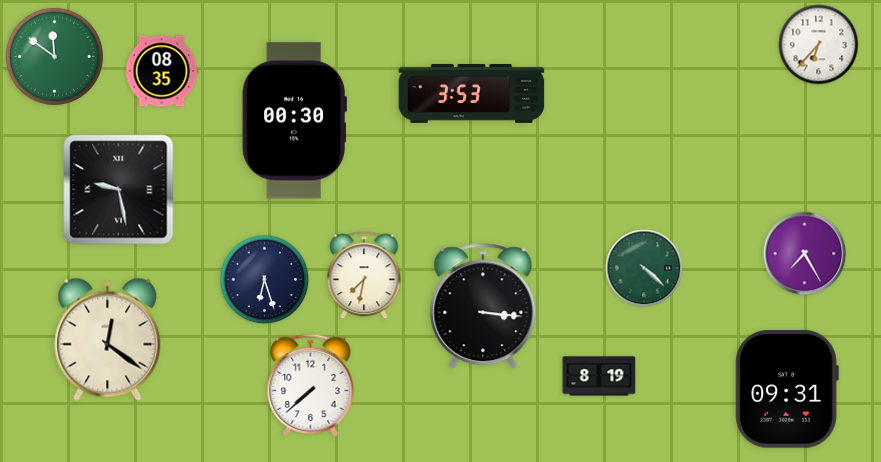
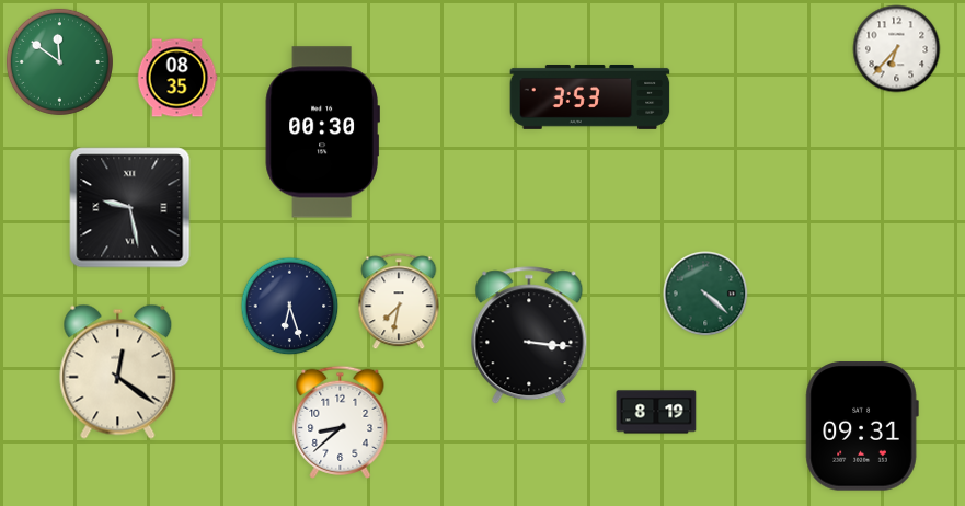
clock at (472, 93) position: (472, 93) -> (590, 96)
clock at (805, 254): 7:25 -> none
clock at (311, 385): 7:38 -> 8:38
